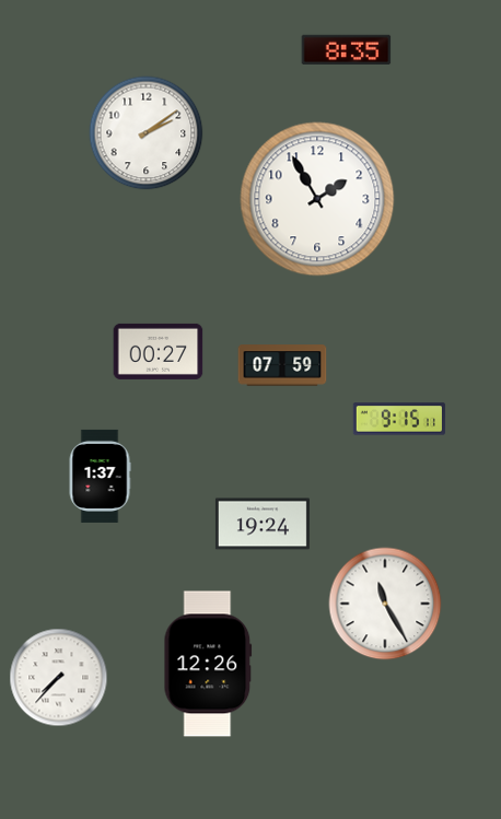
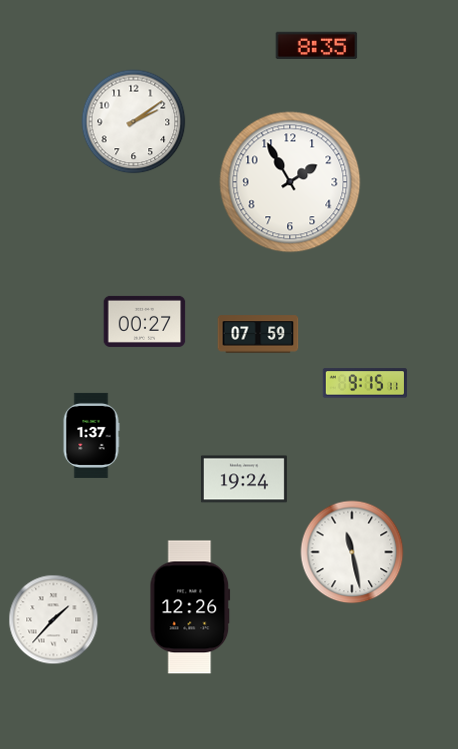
clock at (263, 524) position: (263, 524) -> (244, 479)
clock at (385, 604): 11:25 -> 11:28
clock at (59, 678): 7:37 -> 1:37
